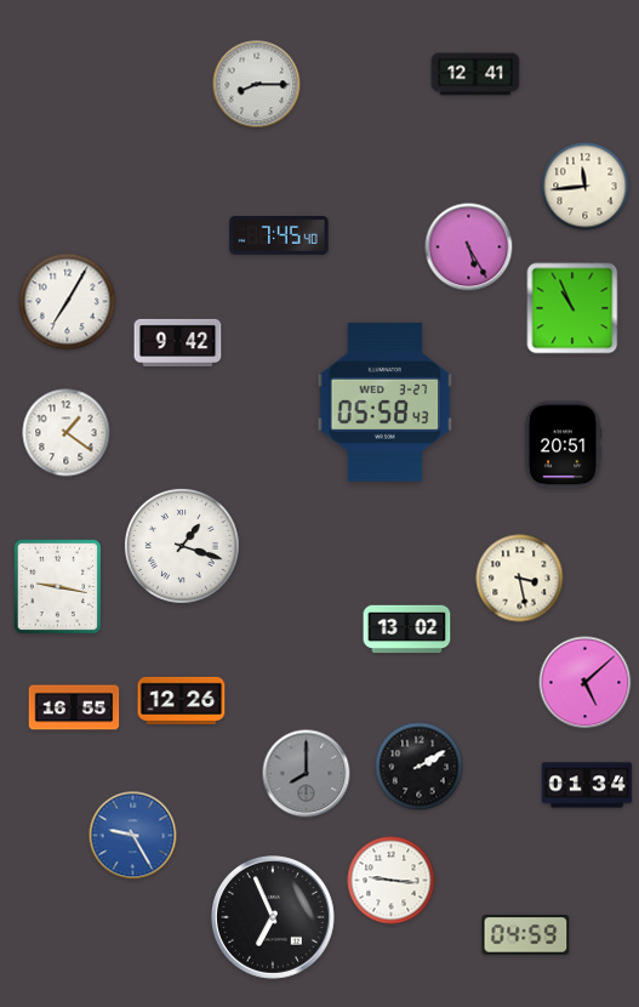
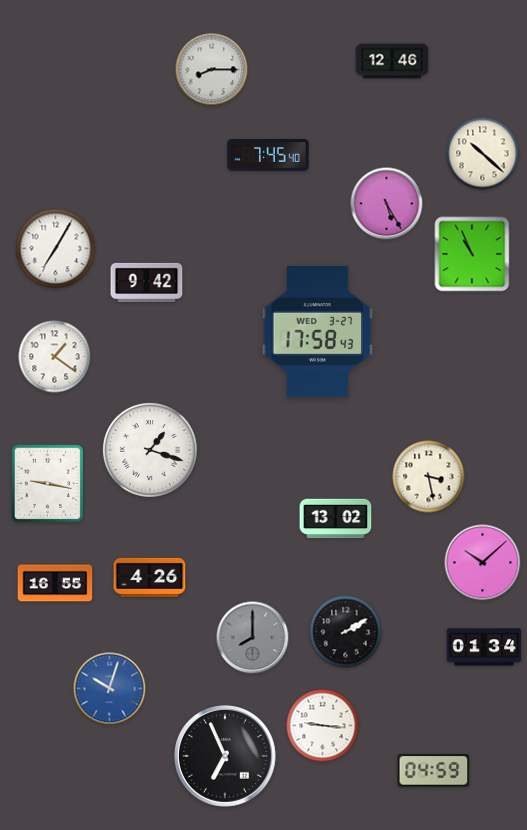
clock at (475, 74): 12:41 -> 12:46
clock at (586, 187): 11:44 -> 10:22
clock at (279, 237) position: (279, 237) -> (268, 156)
clock at (386, 402): 05:58 -> 17:58
clock at (563, 445): 20:51 -> none
clock at (586, 683): 5:08 -> 10:08
clock at (182, 700): 12:26 -> 4:26
clock at (74, 707) position: (74, 707) -> (55, 583)
clock at (133, 836): 9:25 -> 10:03
